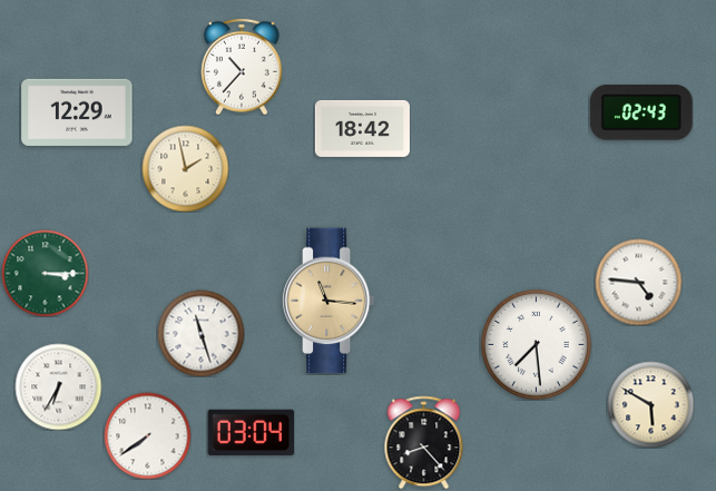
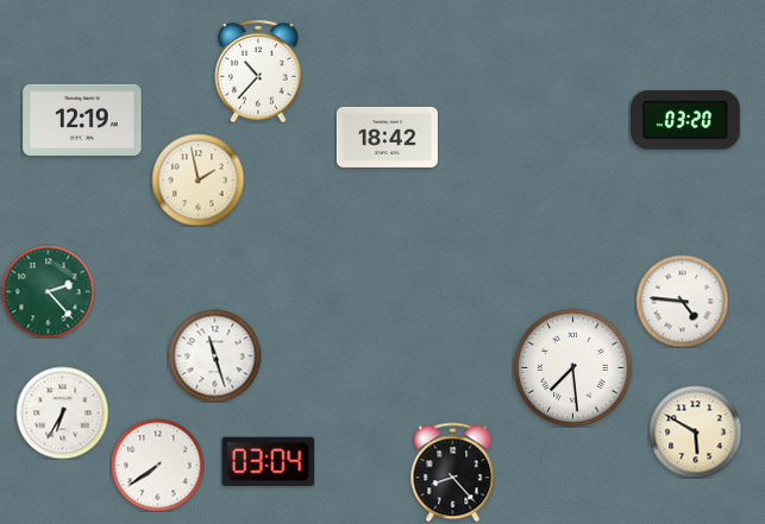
clock at (77, 112): 12:29 -> 12:19
clock at (641, 112): 02:43 -> 03:20
clock at (45, 273): 3:15 -> 2:23
clock at (328, 301): 11:16 -> none
